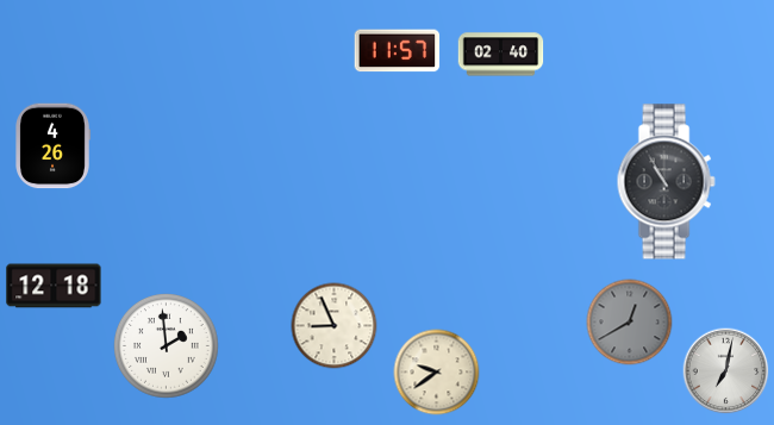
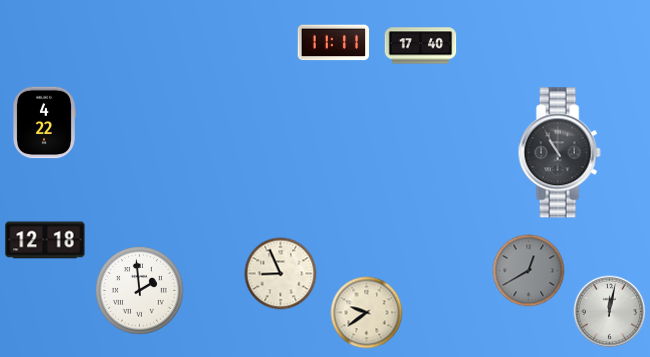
clock at (398, 51): 11:57 -> 11:11
clock at (501, 55): 02:40 -> 17:40
clock at (52, 146): 4:26 -> 4:22
clock at (726, 371): 7:02 -> 12:02
